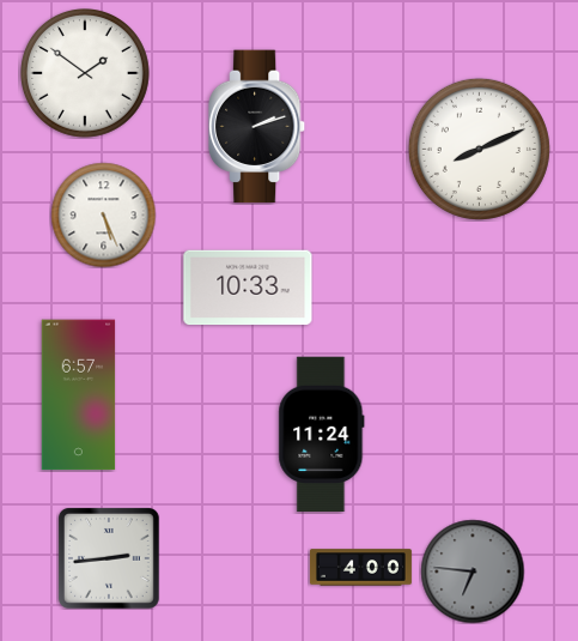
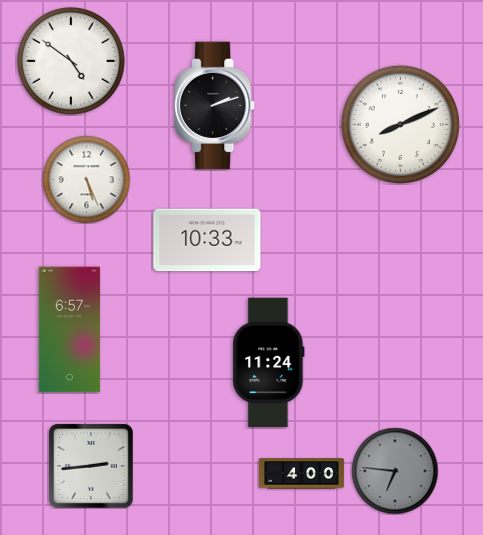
clock at (85, 73): 1:51 -> 4:51
clock at (79, 395) position: (79, 395) -> (70, 330)
clock at (473, 572) position: (473, 572) -> (395, 471)
